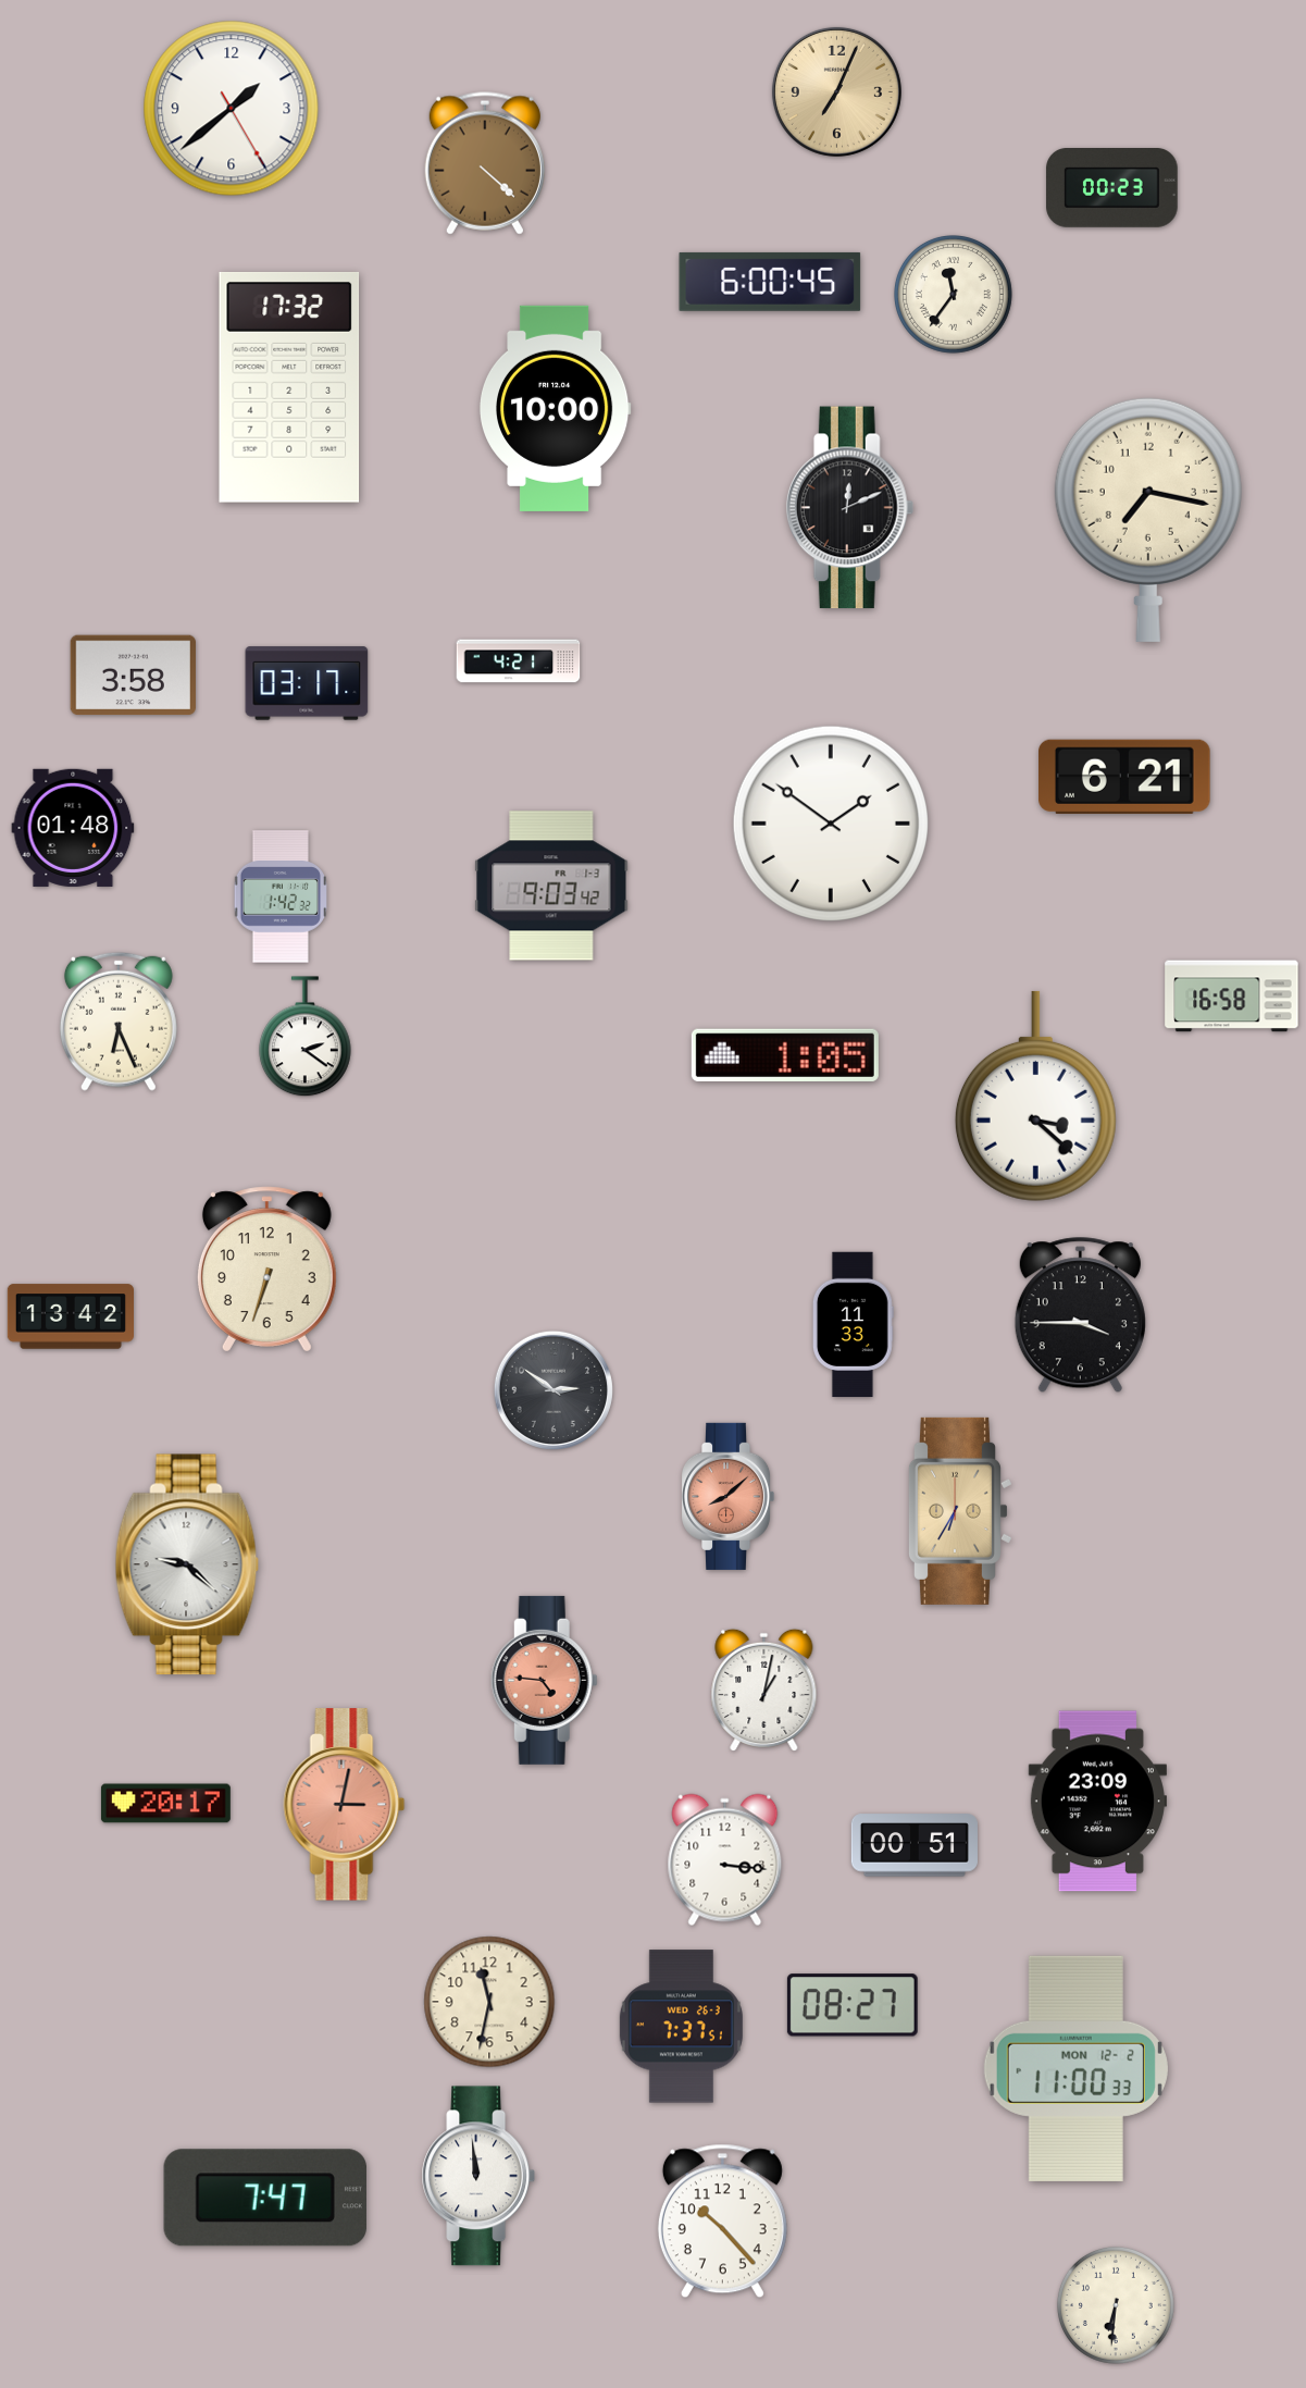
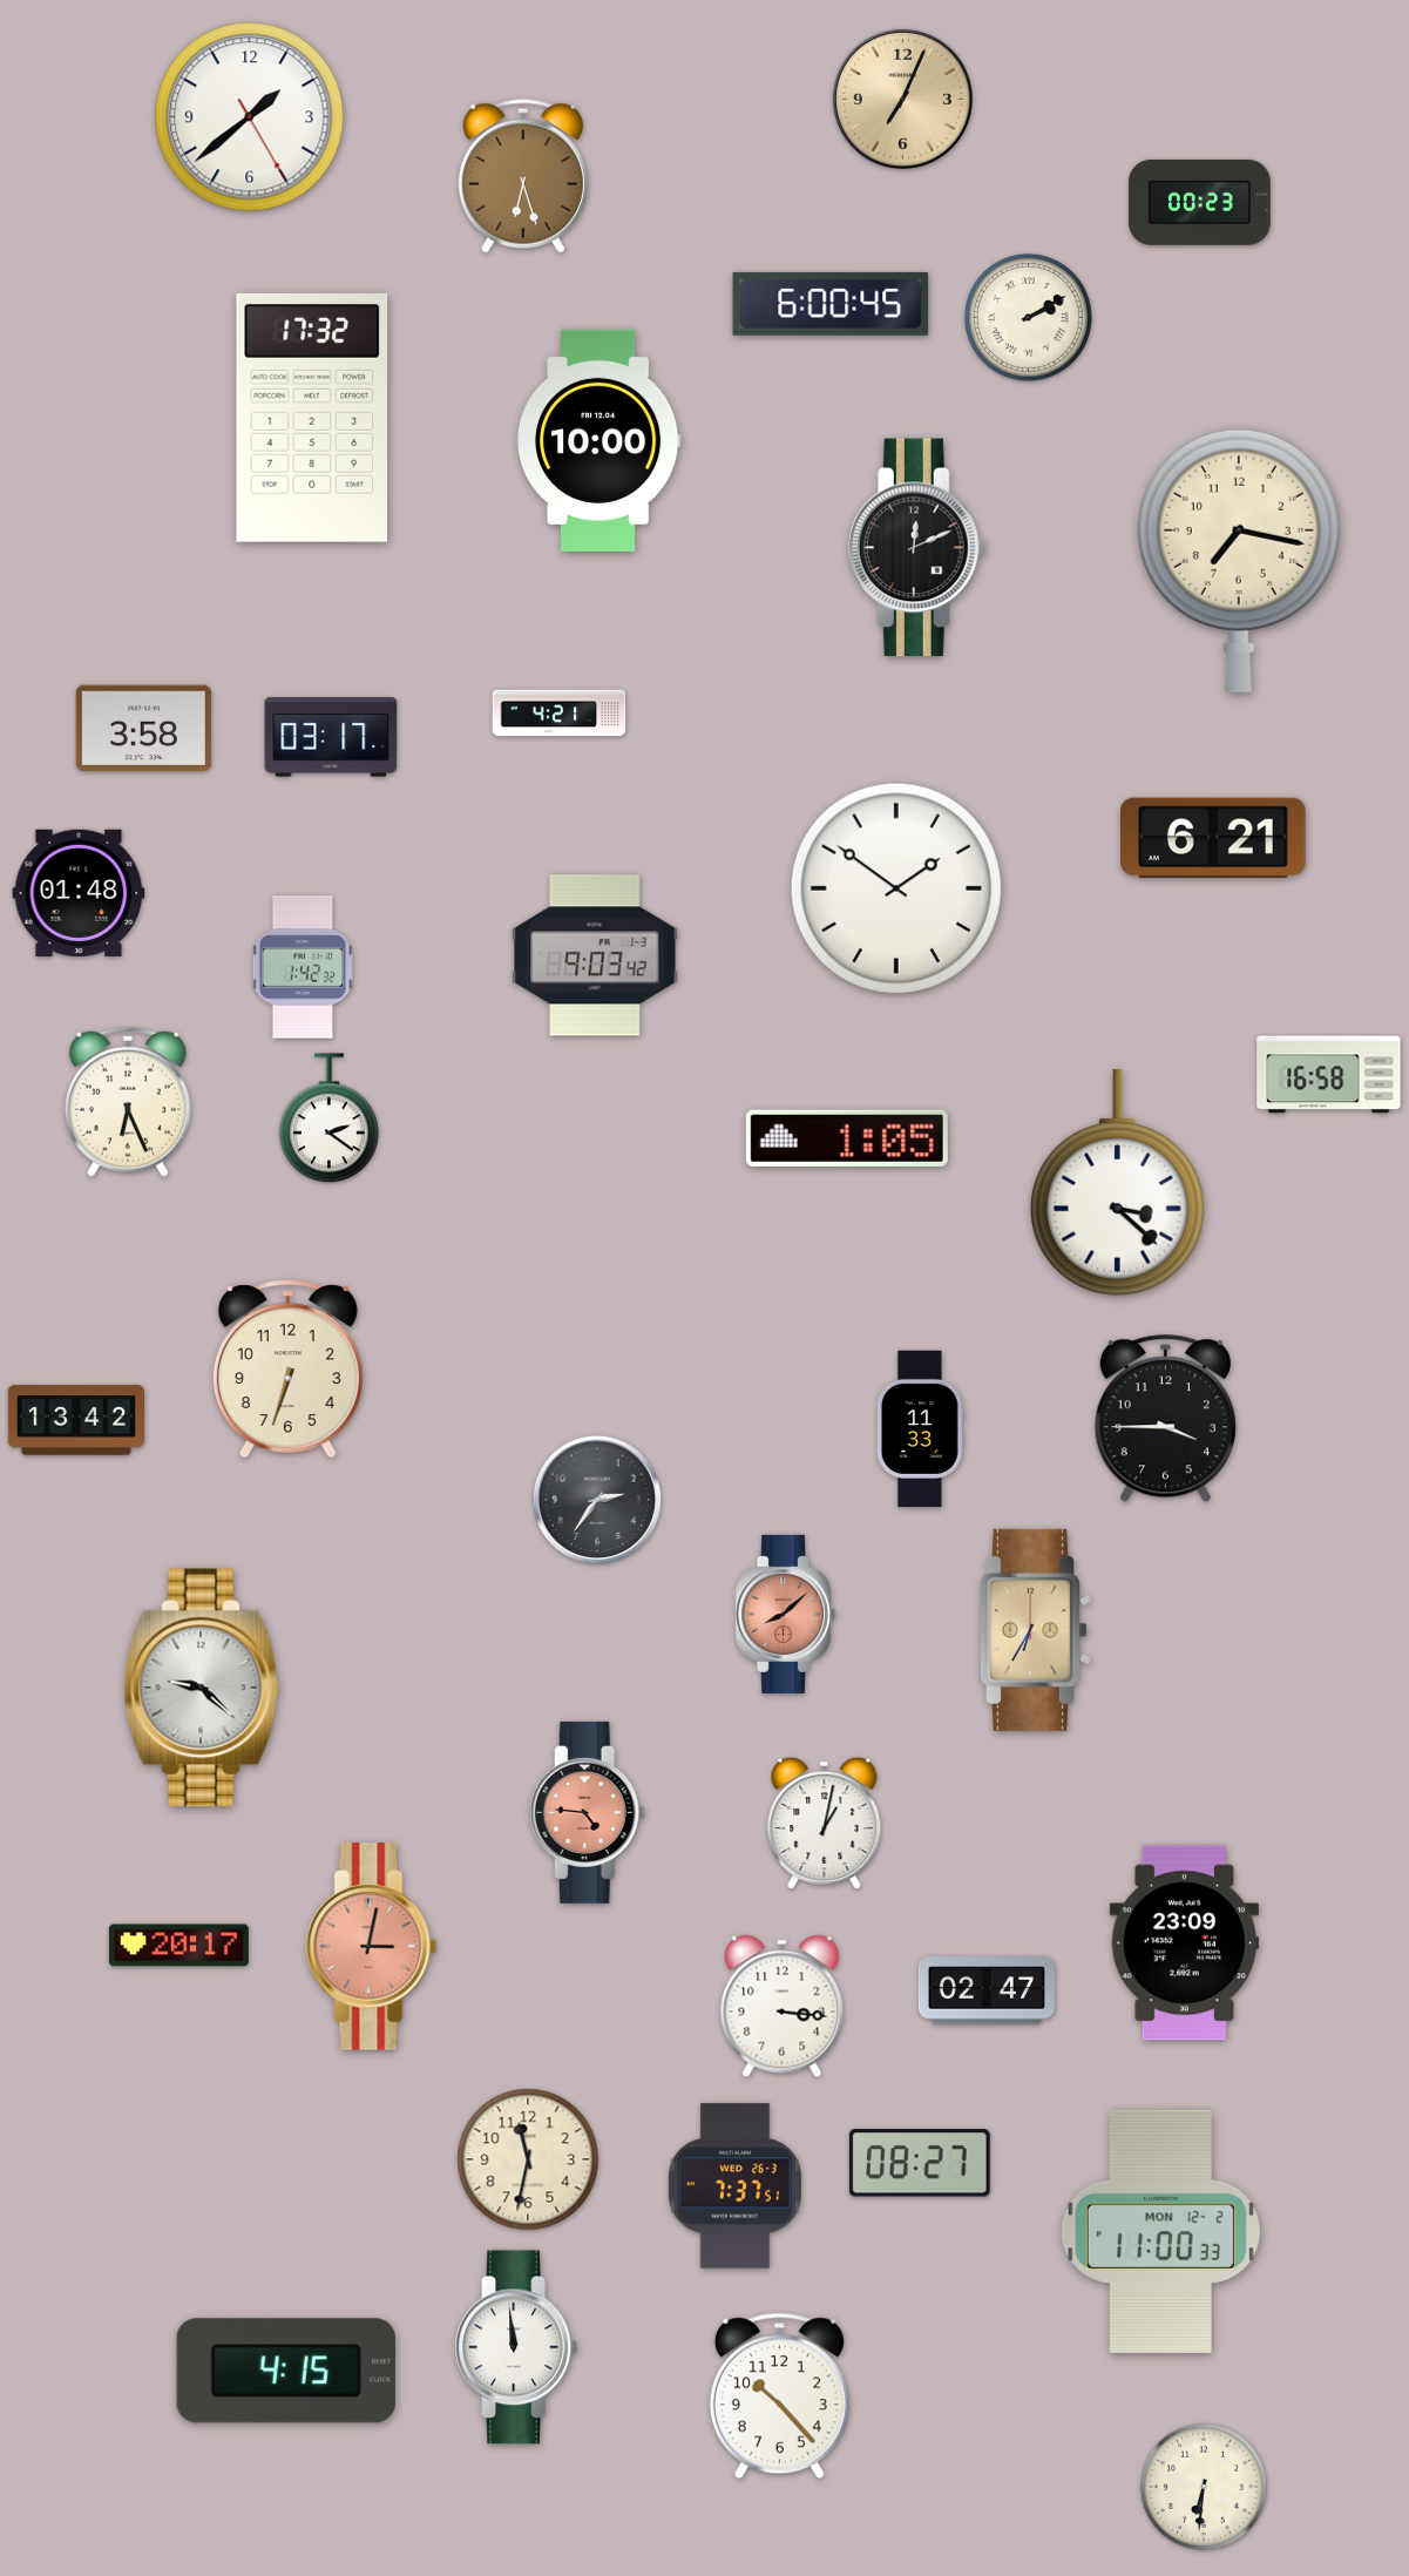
clock at (485, 163): 4:22 -> 6:27
clock at (954, 295): 11:36 -> 2:10
clock at (554, 1390): 2:51 -> 2:36
clock at (915, 1845): 00:51 -> 02:47
clock at (265, 2198): 7:47 -> 4:15
